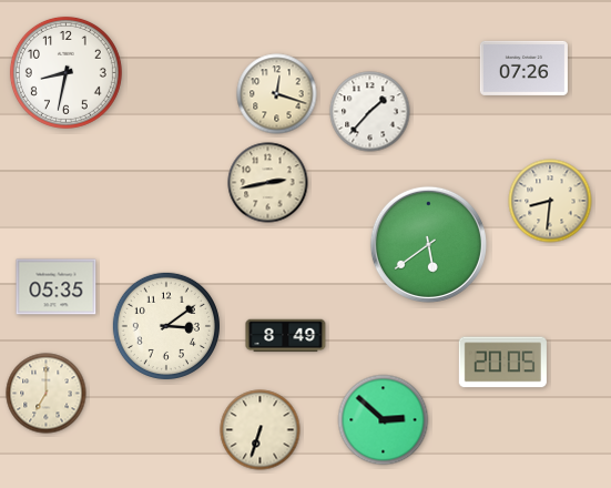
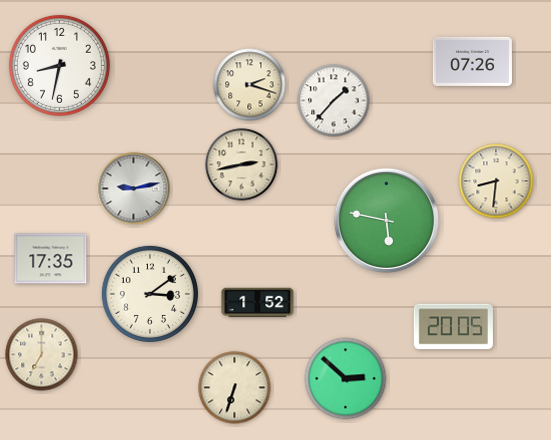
clock at (277, 94): 12:18 -> 2:18
clock at (134, 189): none -> 9:13
clock at (428, 244): 5:39 -> 5:47
clock at (57, 287): 05:35 -> 17:35
clock at (286, 336): 8:49 -> 1:52
